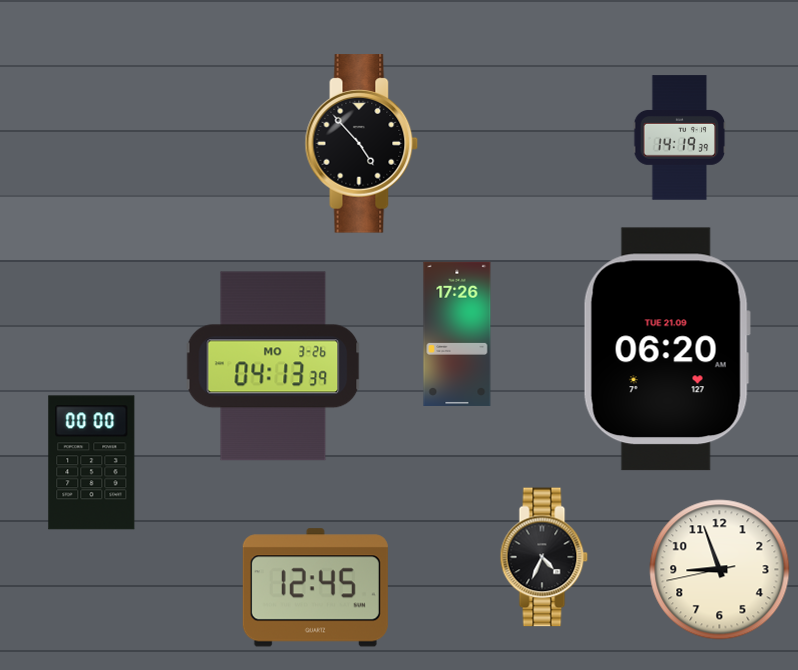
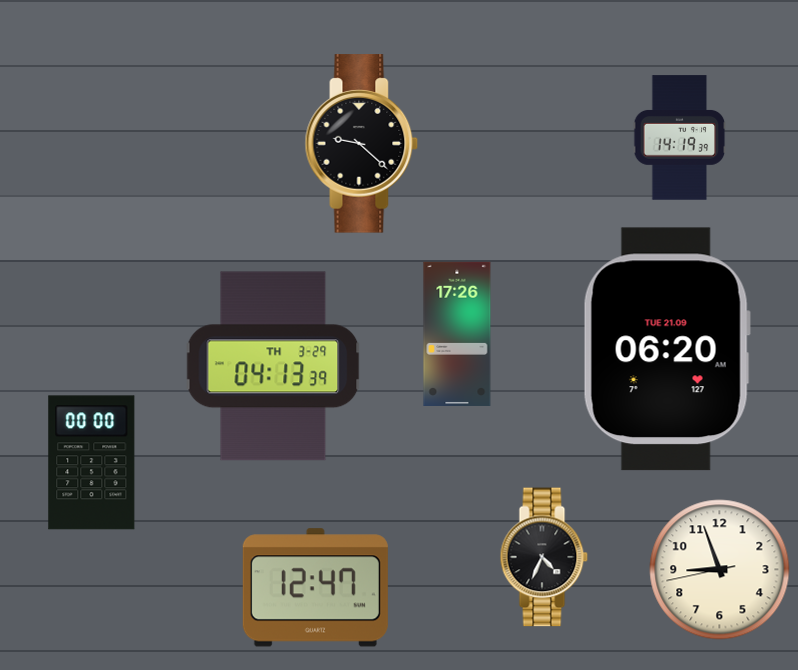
clock at (362, 144): 4:53 -> 9:22
clock at (273, 366) date: MO 3-26 -> TH 3-29
clock at (315, 588): 12:45 -> 12:47
